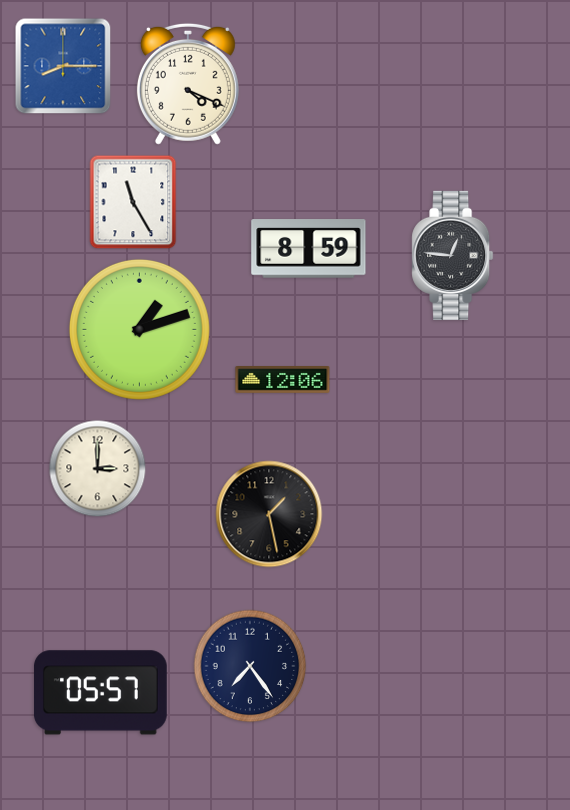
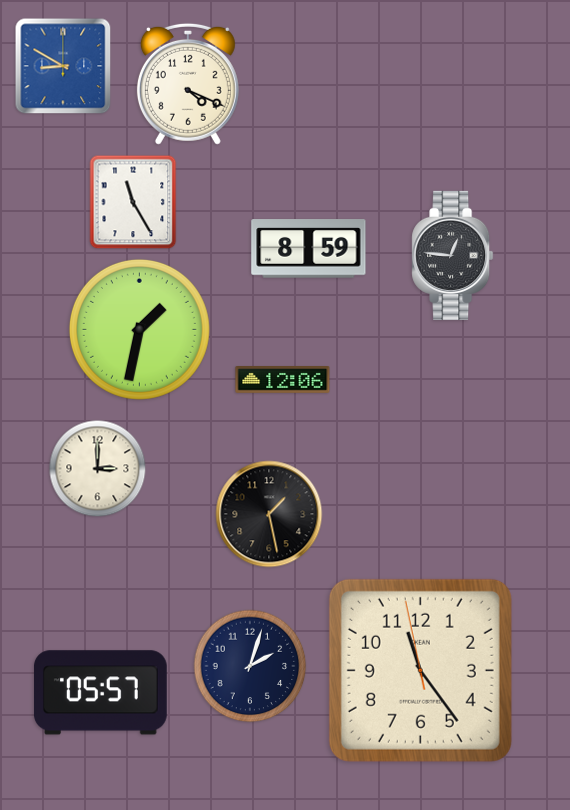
clock at (63, 66): 8:15 -> 8:50
clock at (139, 329): 1:12 -> 1:32
clock at (250, 666): 7:24 -> 2:03
clock at (420, 670): none -> 11:23
